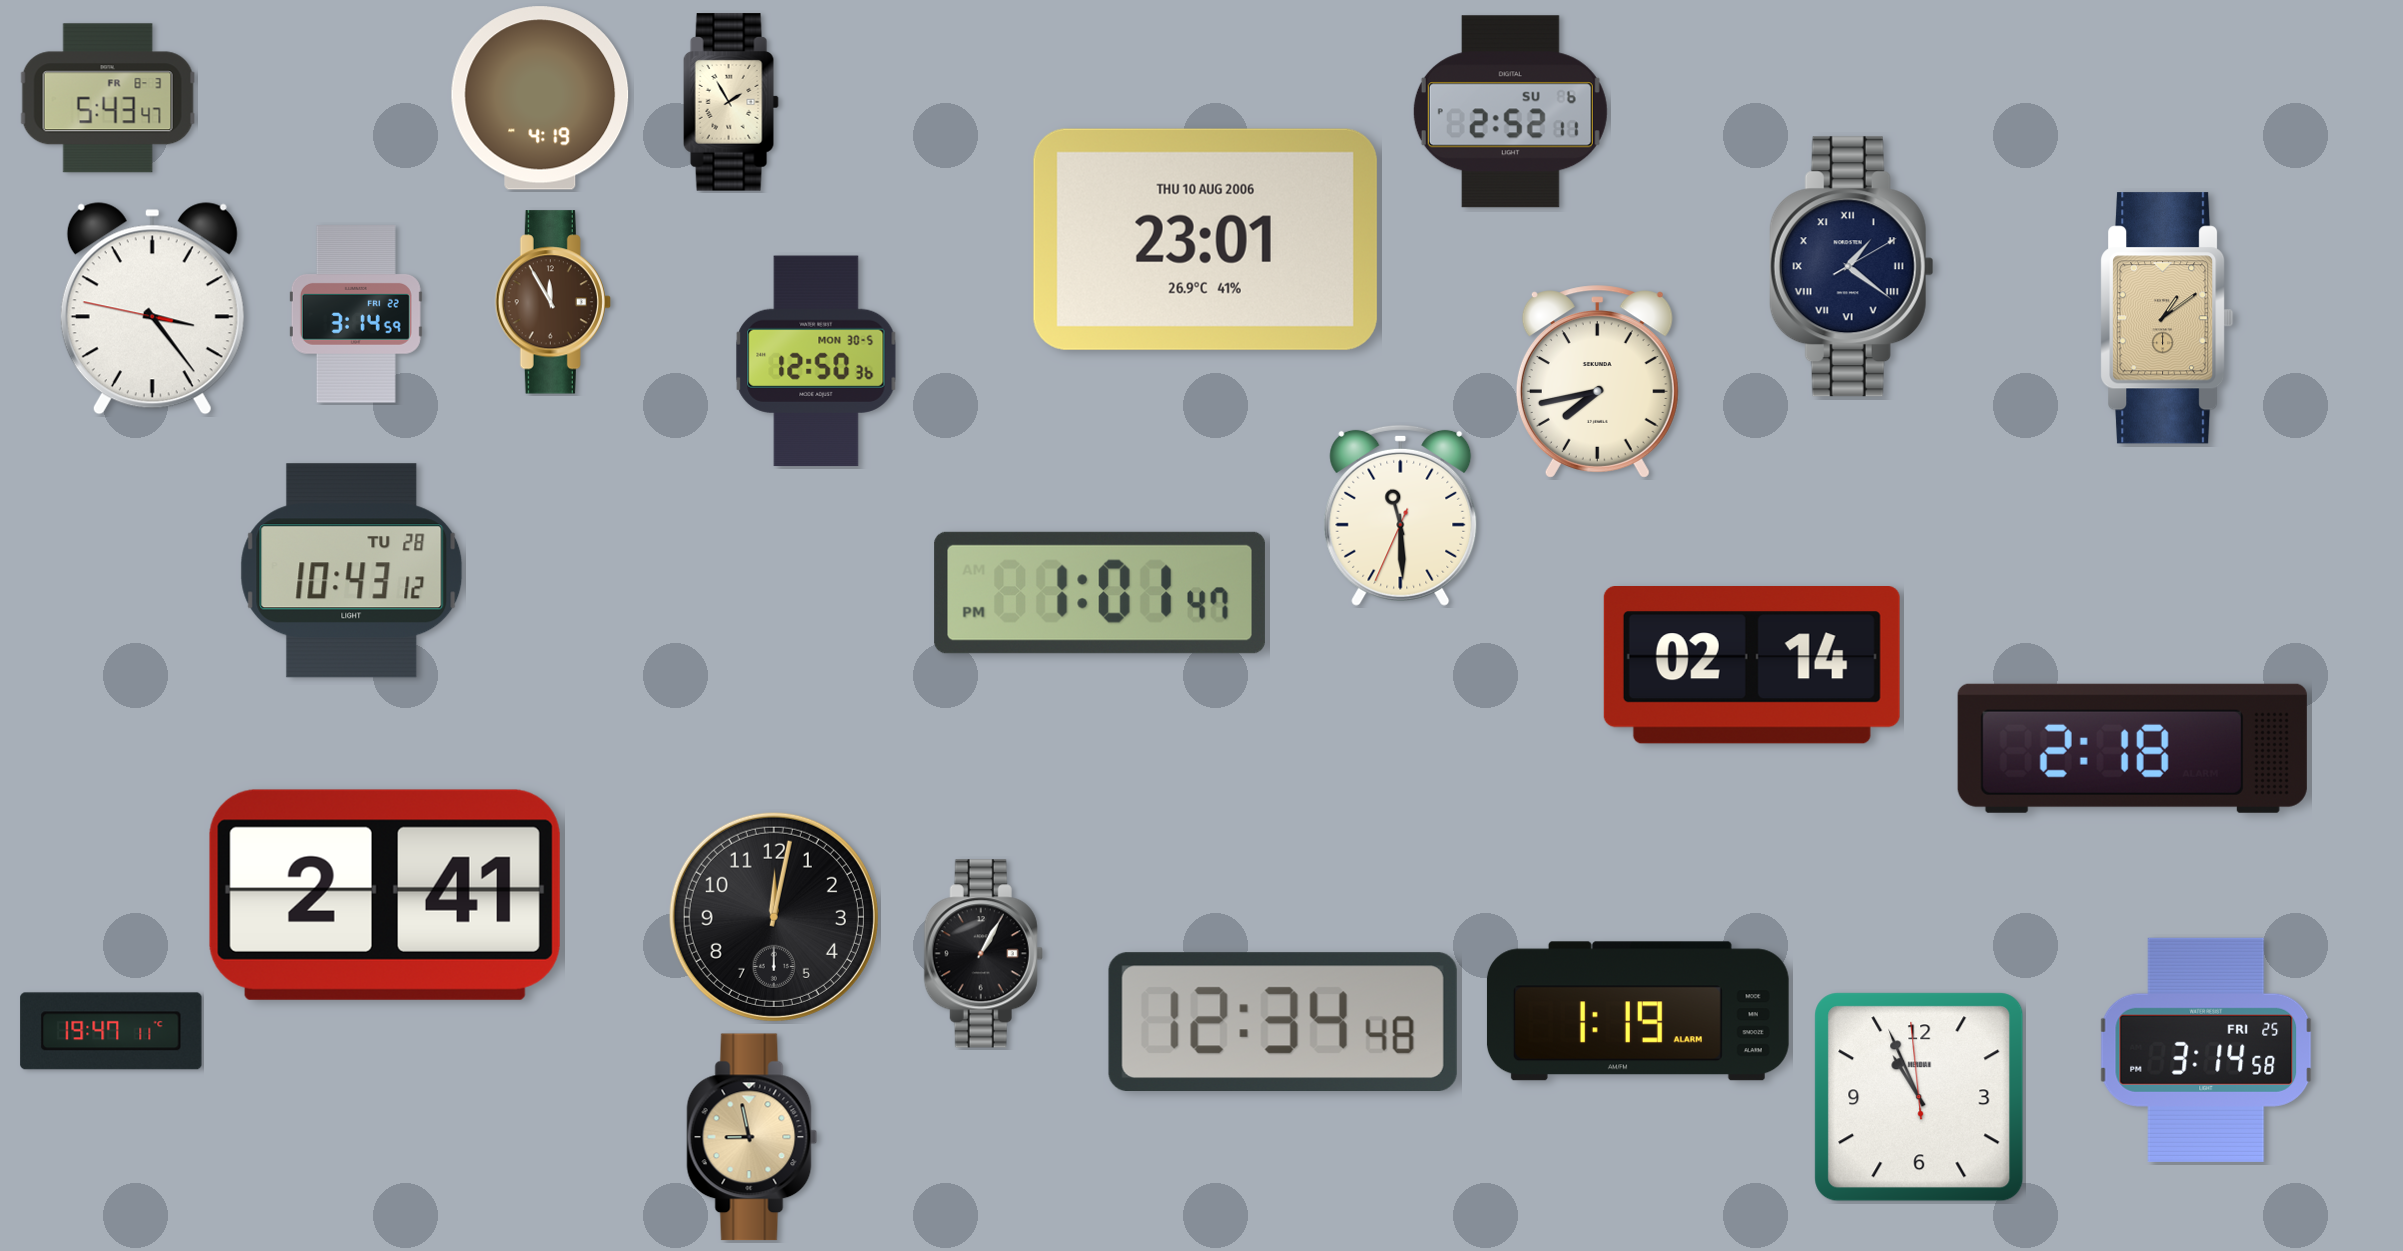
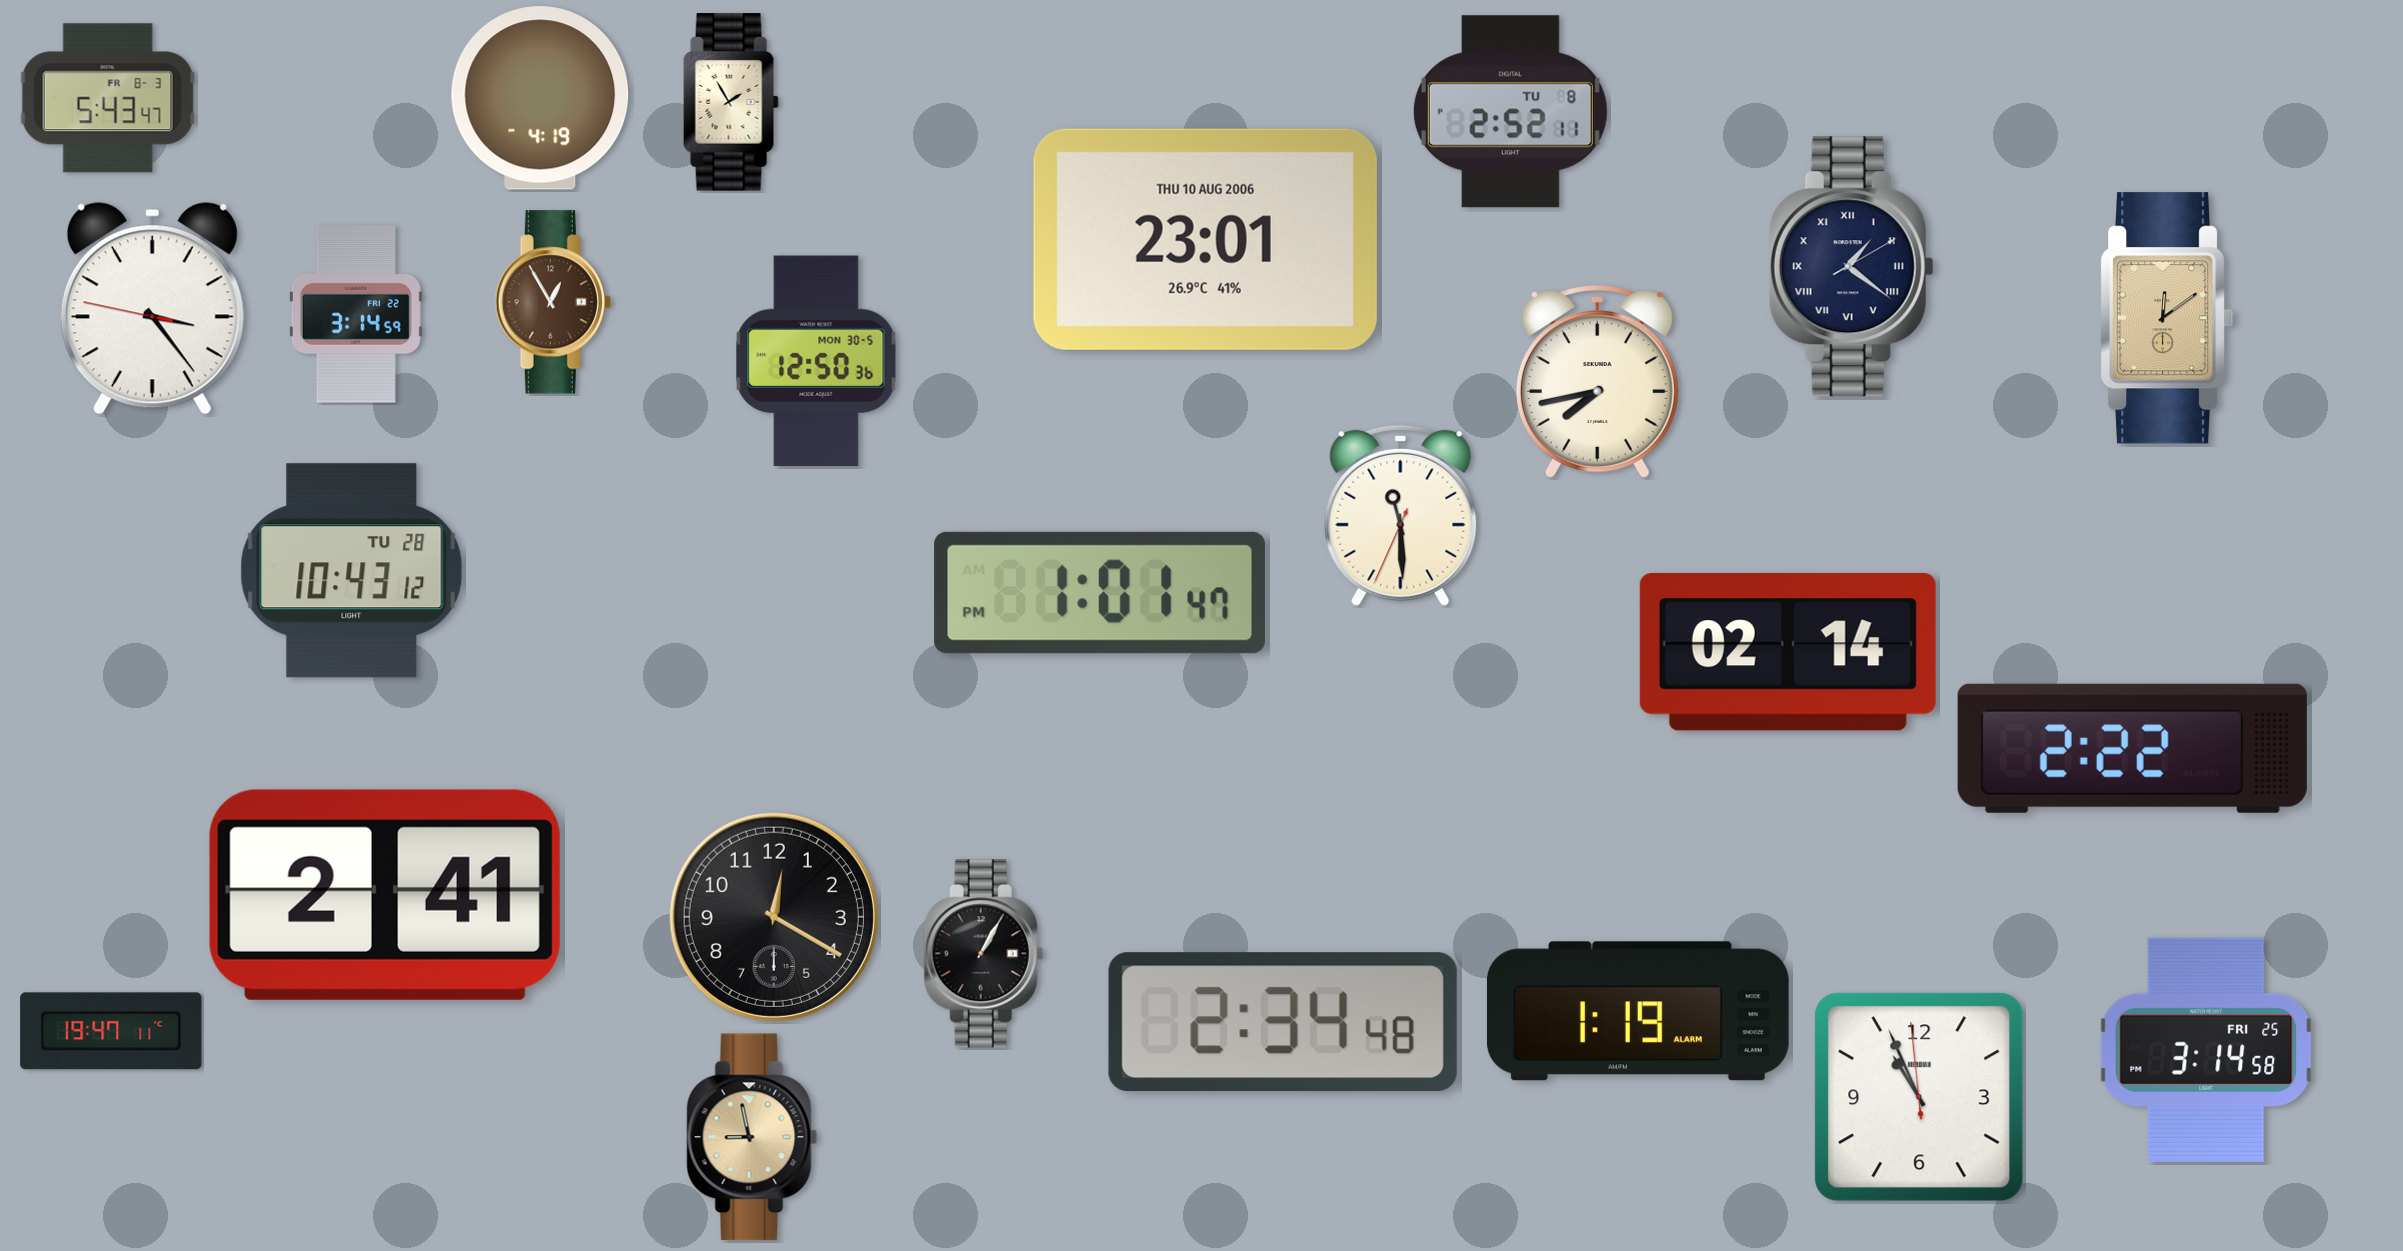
clock at (1510, 112) date: SU 6 -> TU 8
clock at (553, 302): 11:55 -> 12:55
clock at (2167, 318): 1:09 -> 12:09
clock at (1752, 666) position: (1752, 666) -> (1788, 653)
clock at (2132, 748): 2:18 -> 2:22
clock at (774, 917): 12:02 -> 12:20
clock at (1283, 1021): 12:34 -> 2:34
